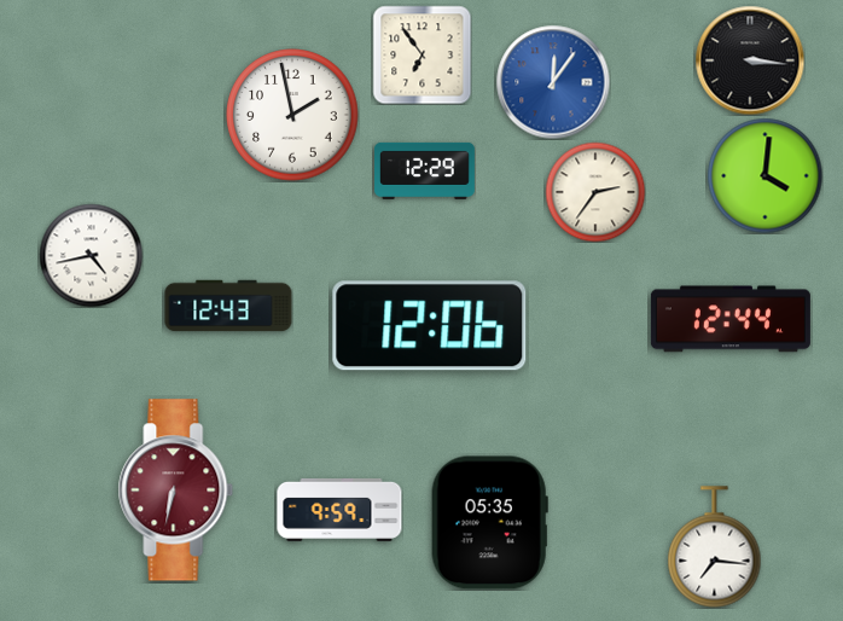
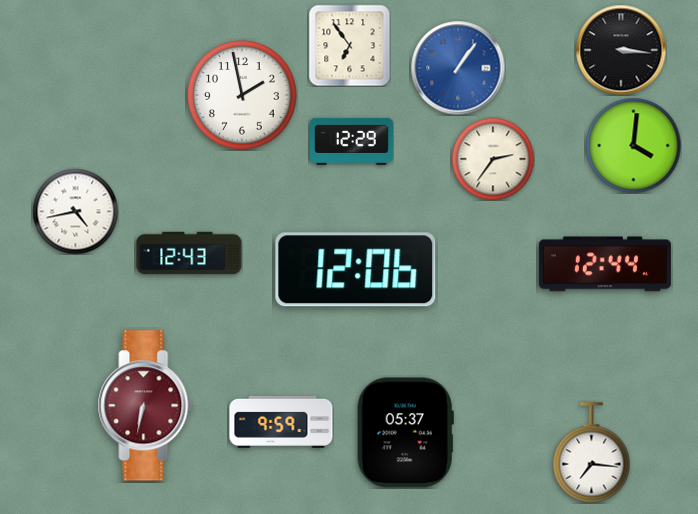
clock at (553, 82): 12:06 -> 1:06
clock at (489, 523): 05:35 -> 05:37
